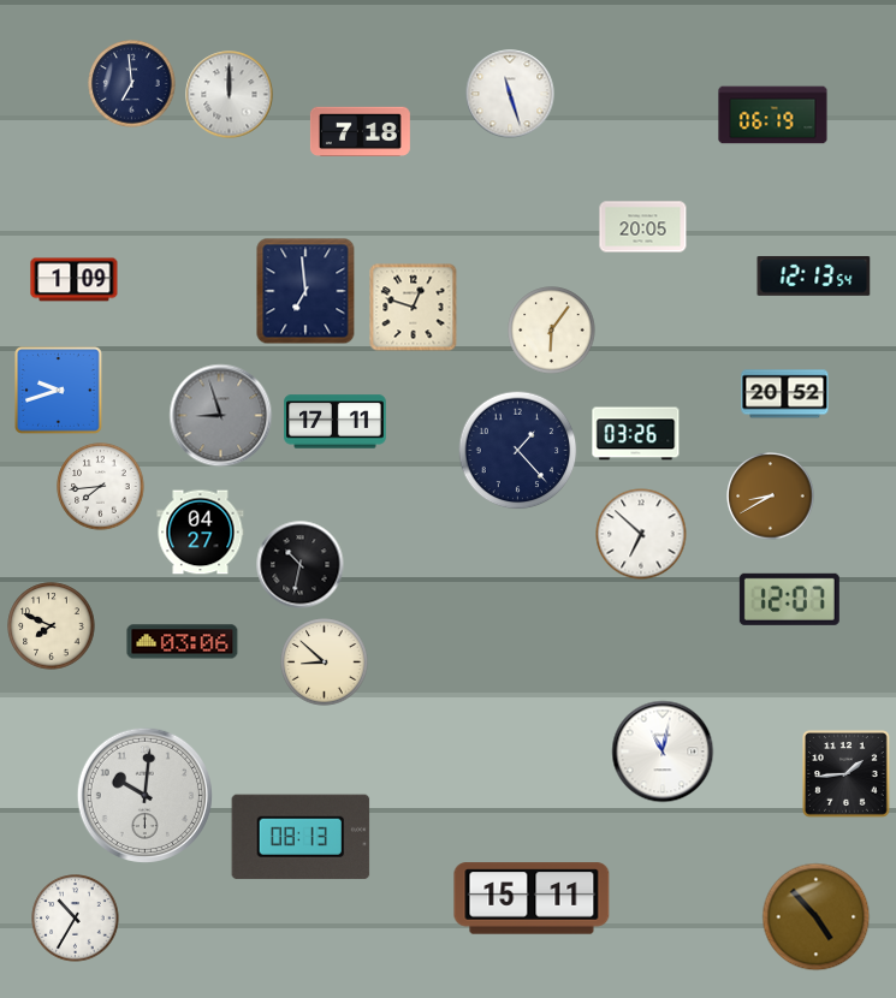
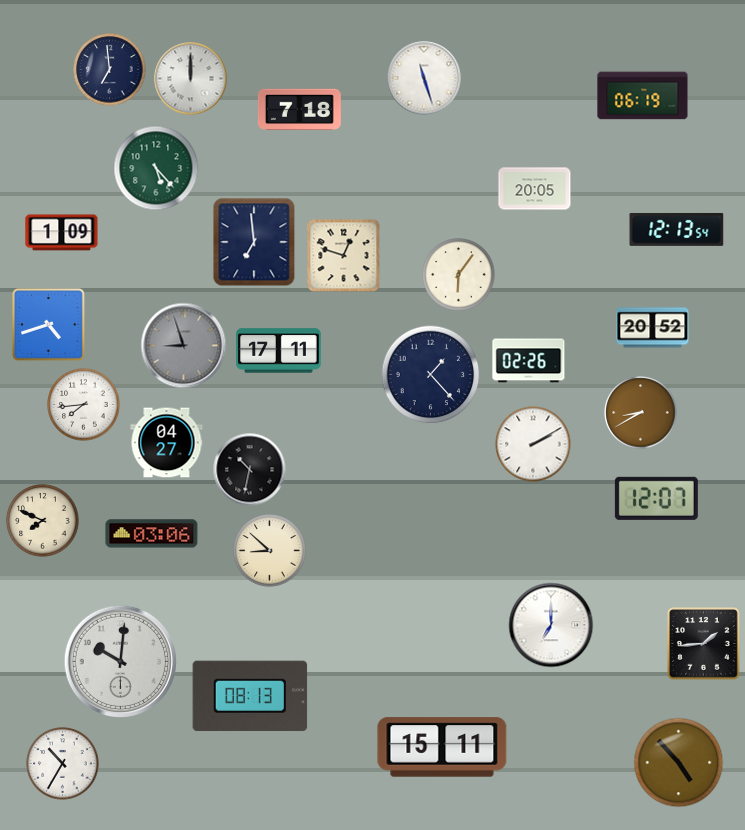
clock at (156, 168): none -> 5:23
clock at (59, 391): 9:42 -> 4:42
clock at (636, 434): 03:26 -> 02:26
clock at (641, 534): 6:52 -> 2:10
clock at (663, 752): 11:02 -> 7:00
